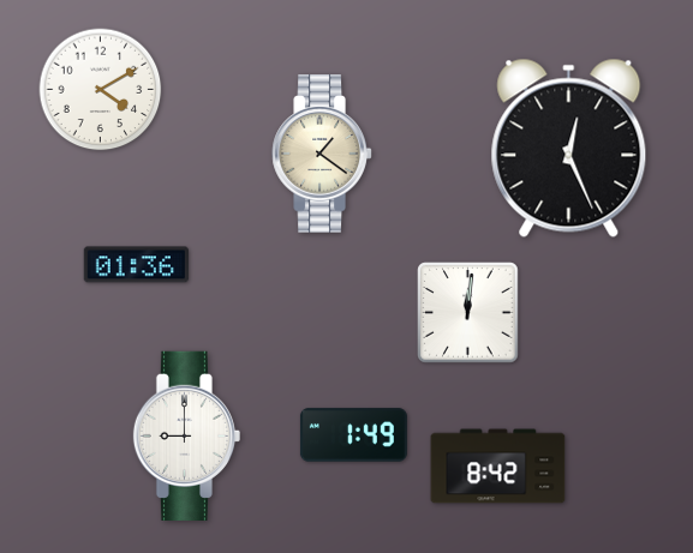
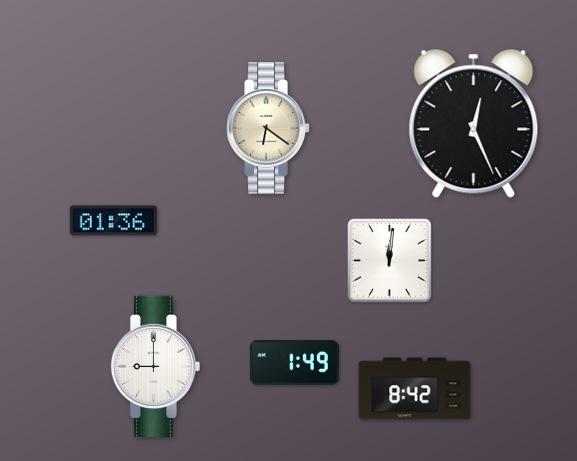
clock at (101, 90): 4:10 -> none
clock at (322, 154): 1:21 -> 6:21
clock at (186, 435) position: (186, 435) -> (155, 366)
